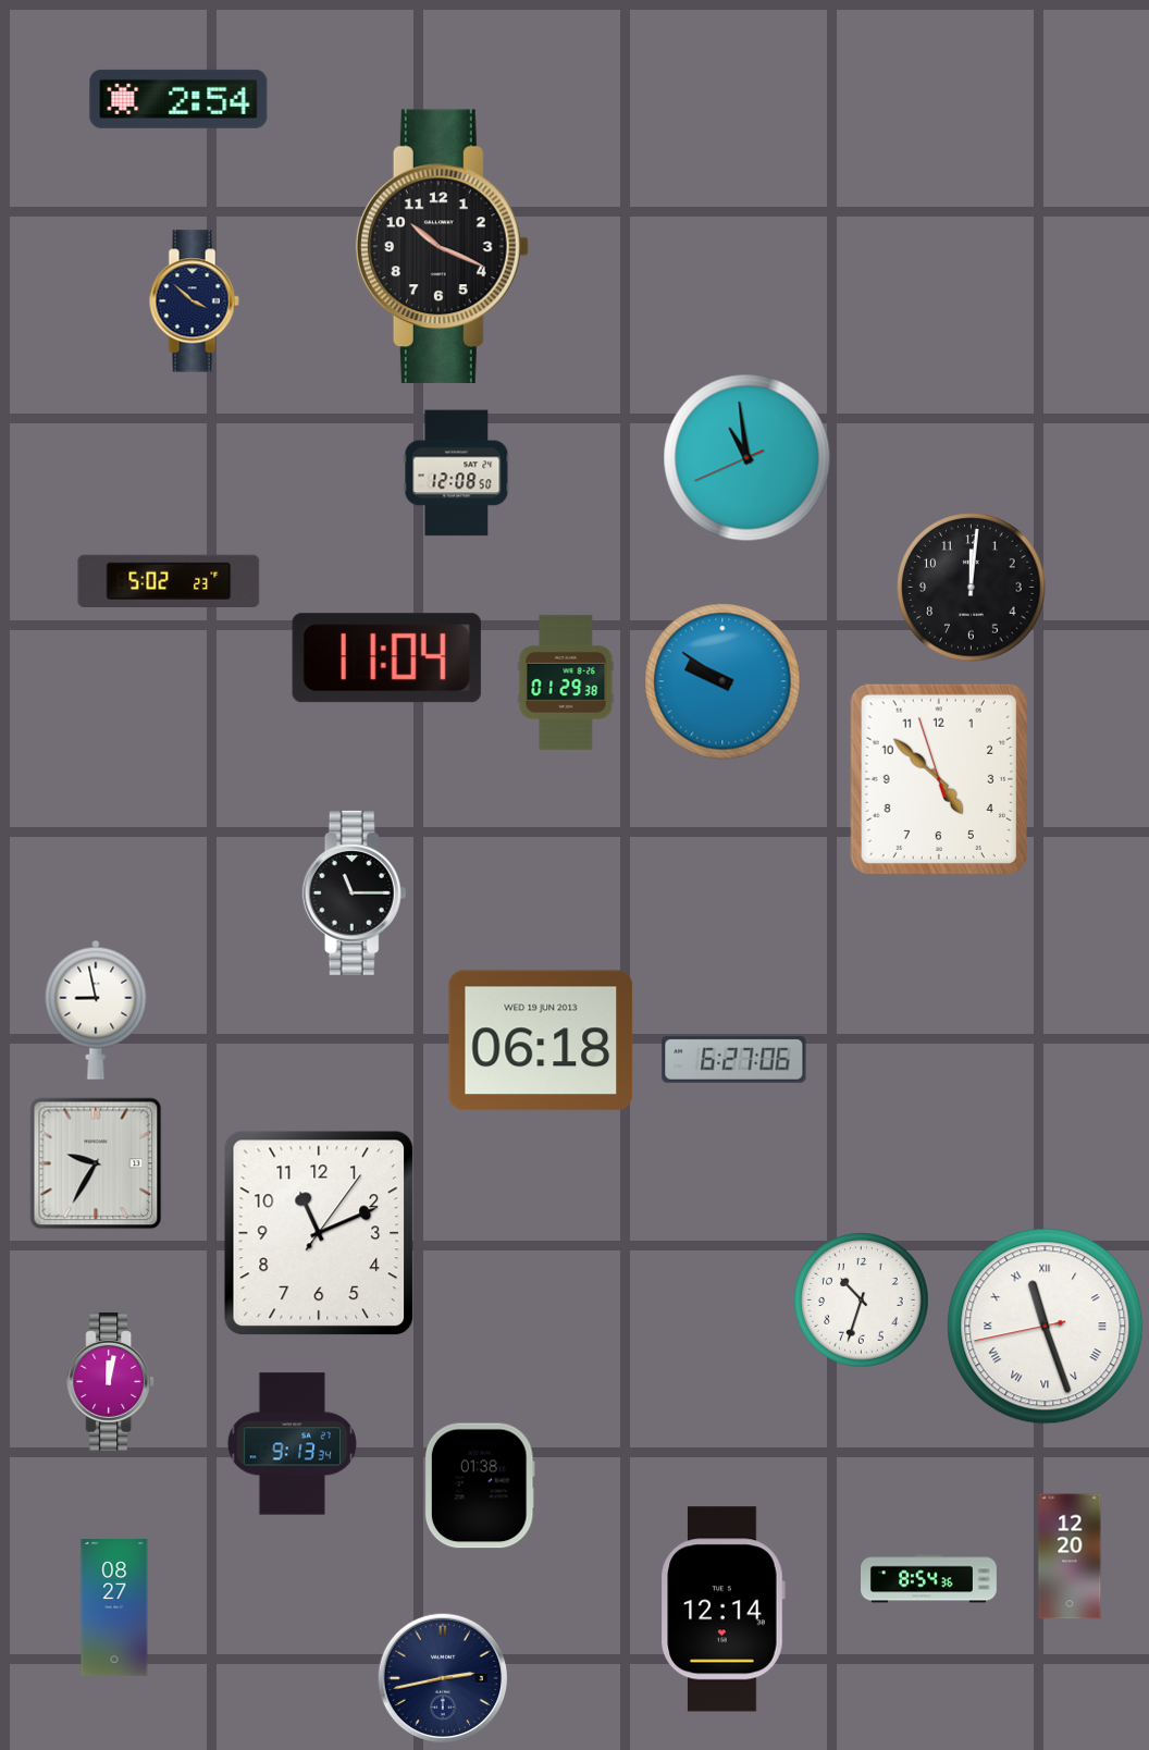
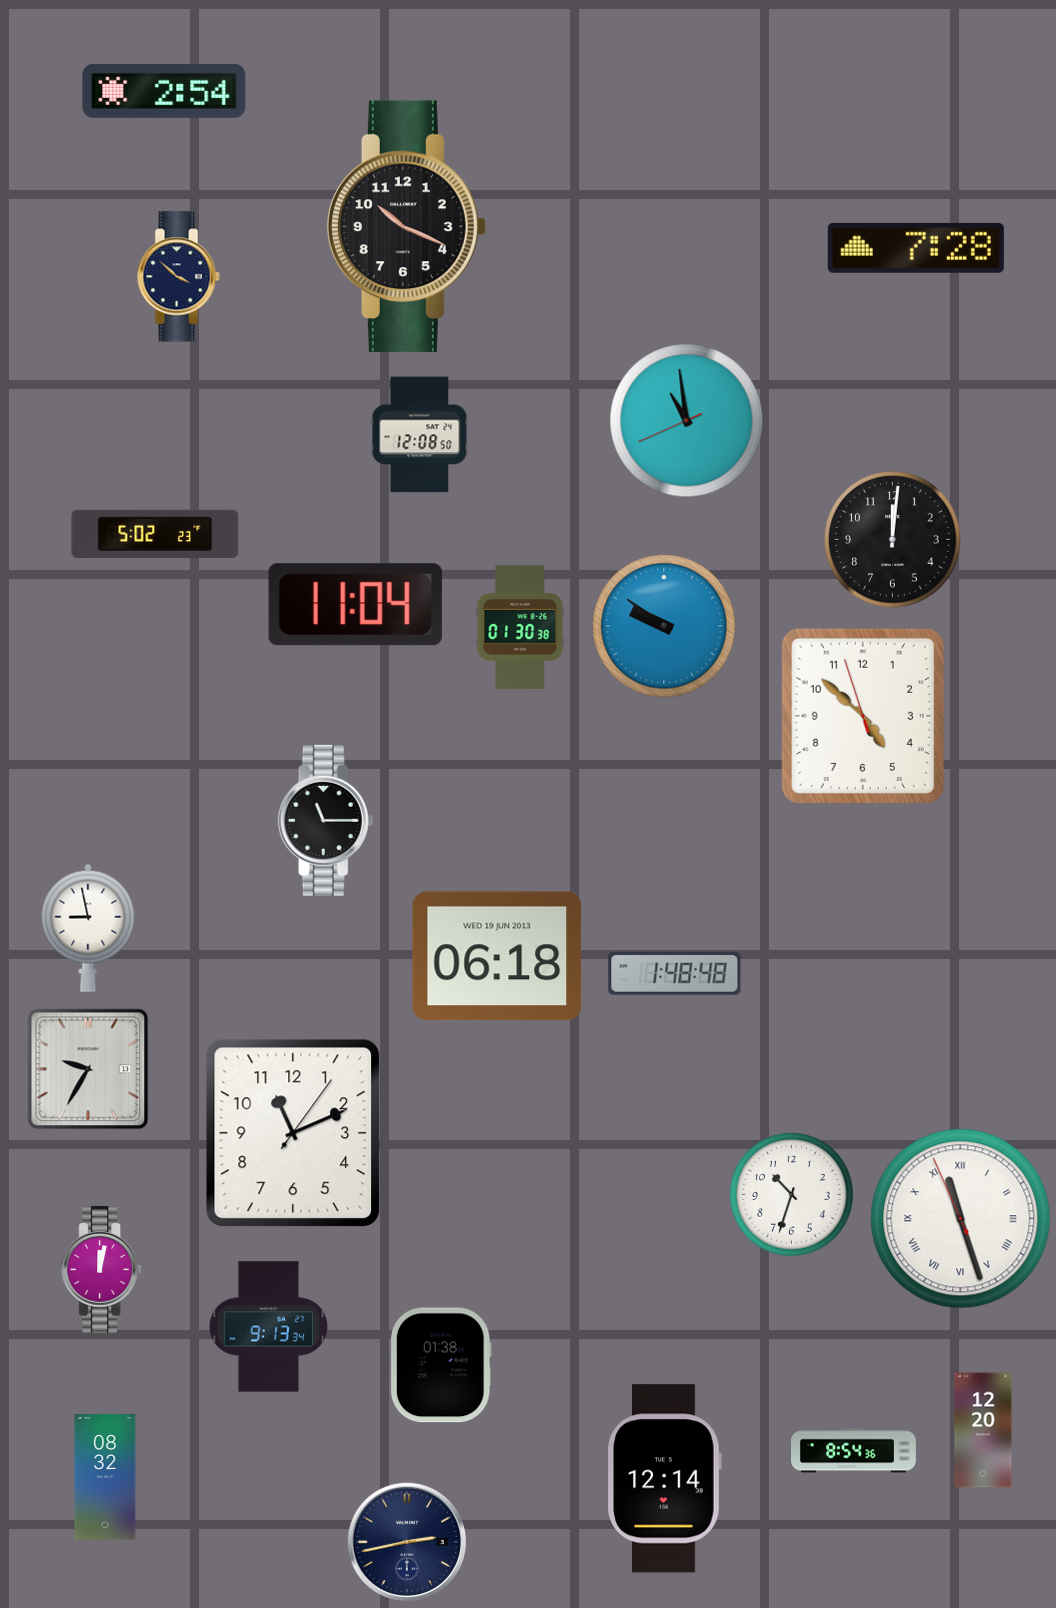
clock at (916, 248): none -> 7:28
clock at (566, 682): 01:29 -> 01:30
clock at (734, 1059): 6:27 -> 1:48
clock at (1046, 1327): 11:26:43 -> 11:26:56
clock at (114, 1609): 08:27 -> 08:32
